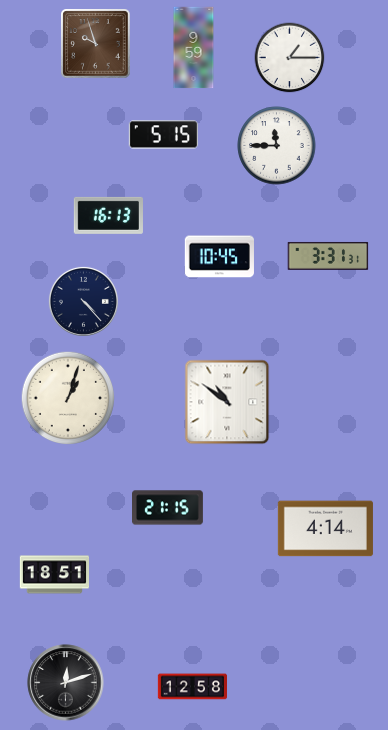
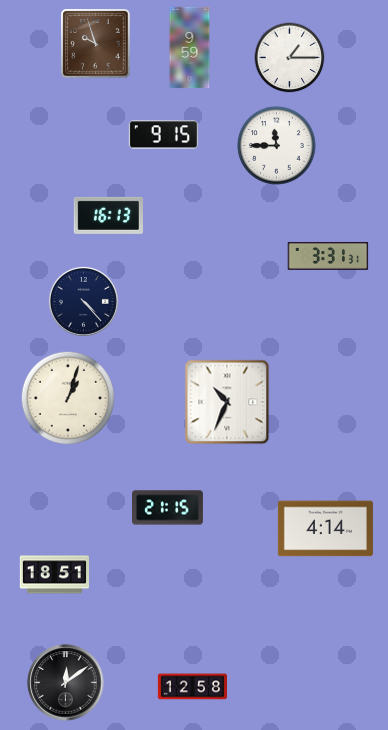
clock at (194, 48) position: (194, 48) -> (190, 48)
clock at (163, 135): 5:15 -> 9:15
clock at (219, 257): 10:45 -> none
clock at (227, 402): 10:51 -> 10:34
clock at (66, 683): 12:12 -> 12:09
